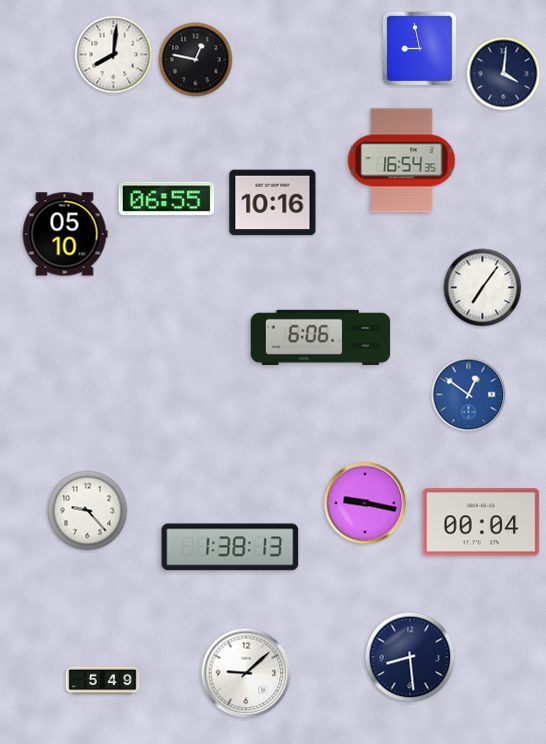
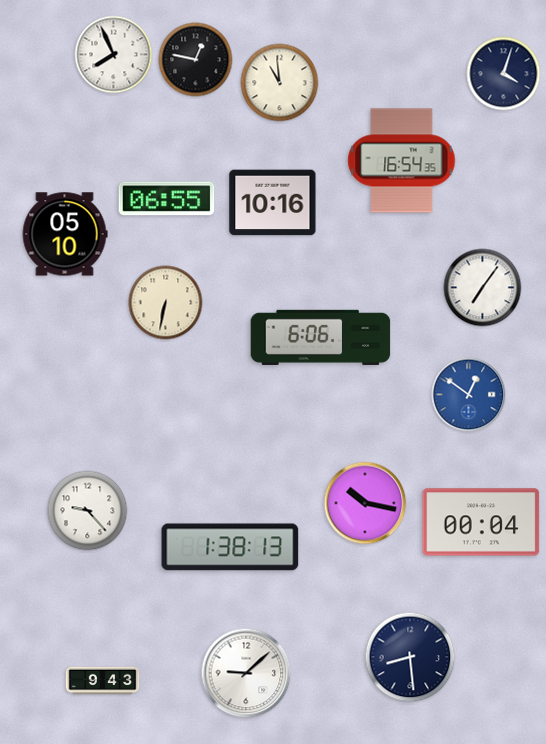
clock at (420, 49): 8:58 -> none
clock at (114, 55): 8:01 -> 7:56
clock at (504, 74): 4:01 -> 4:03
clock at (280, 83): none -> 10:59
clock at (166, 303): none -> 6:32
clock at (365, 503): 9:17 -> 10:17
clock at (103, 681): 5:49 -> 9:43
